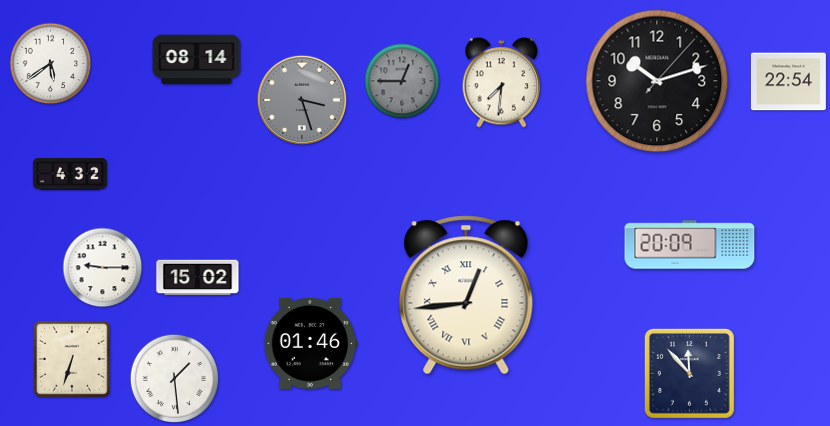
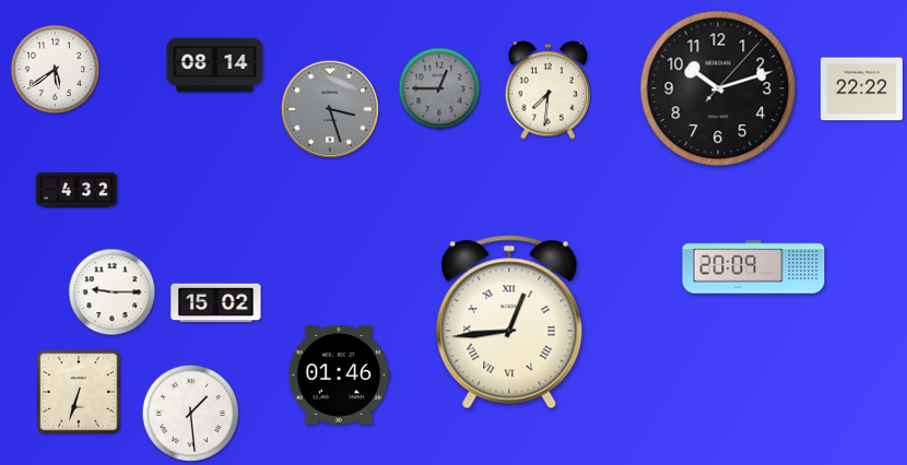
clock at (788, 82): 22:54 -> 22:22
clock at (689, 373): 11:53 -> none
